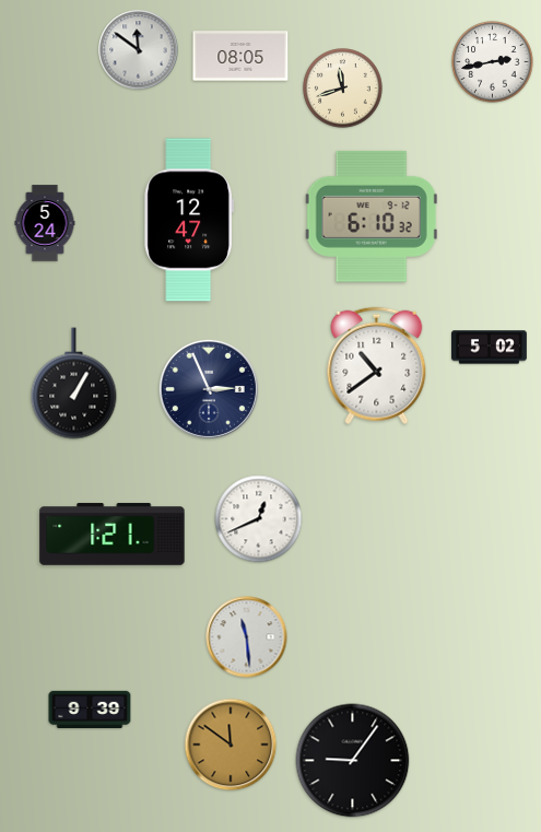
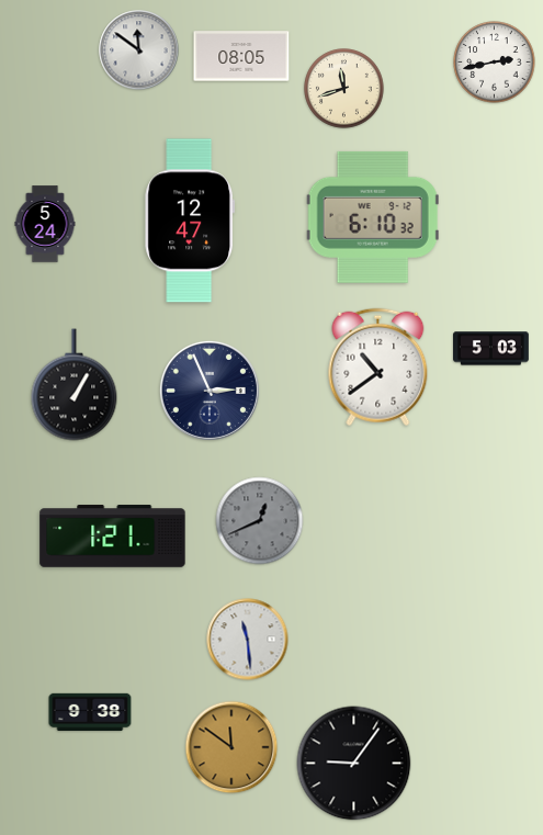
clock at (490, 348): 5:02 -> 5:03
clock at (259, 519) dial: white -> grey
clock at (90, 708): 9:39 -> 9:38
